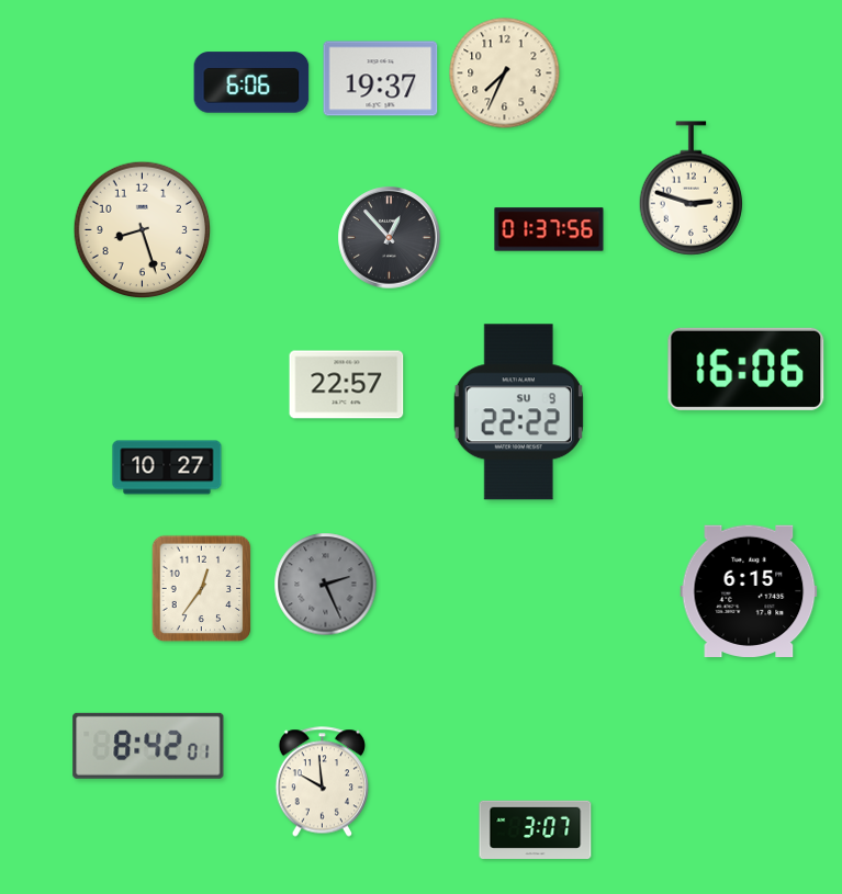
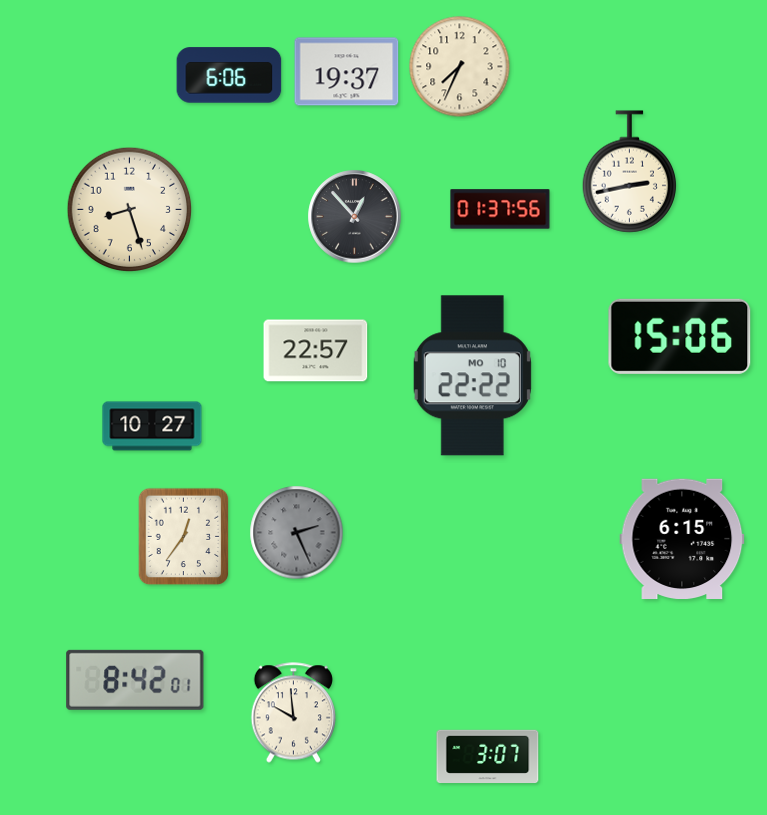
clock at (692, 189): 2:48 -> 2:43
clock at (746, 369): 16:06 -> 15:06
clock at (518, 412) date: SU 9 -> MO 10
